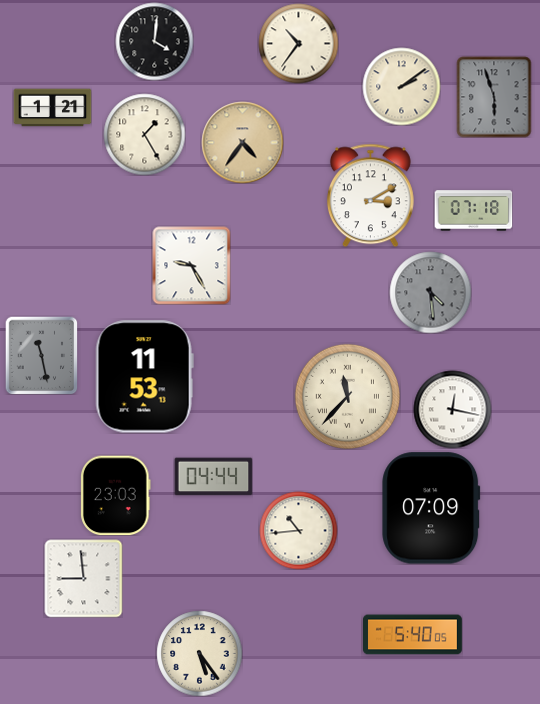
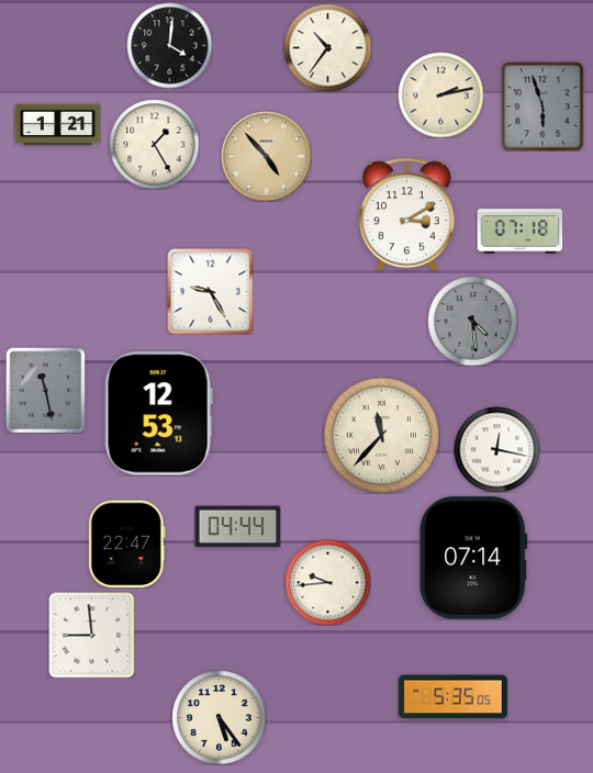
clock at (401, 86): 2:09 -> 2:13
clock at (52, 108) position: (52, 108) -> (57, 125)
clock at (144, 134) position: (144, 134) -> (154, 144)
clock at (242, 142): 4:36 -> 4:53
clock at (144, 377): 11:53 -> 12:53
clock at (213, 477) position: (213, 477) -> (237, 527)
clock at (116, 495): 23:03 -> 22:47
clock at (431, 508): 07:09 -> 07:14
clock at (298, 530): 10:44 -> 9:44
clock at (413, 635): 5:40 -> 5:35
